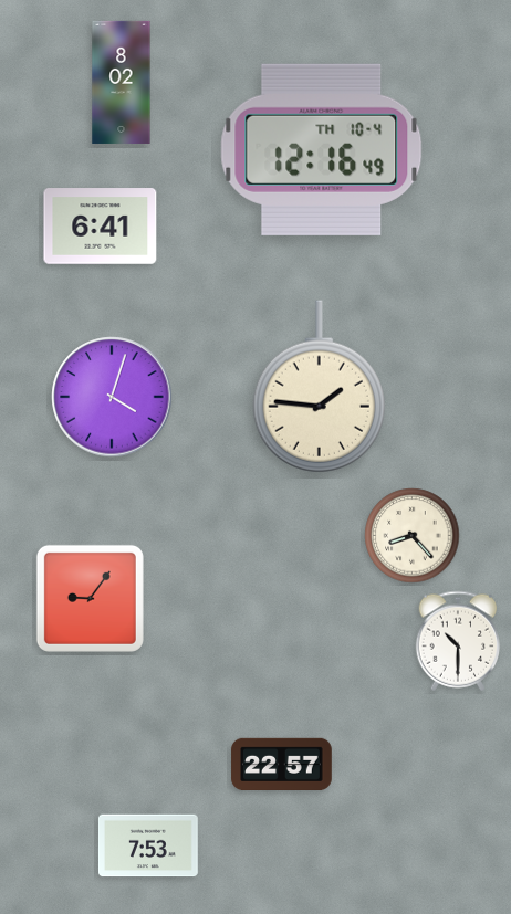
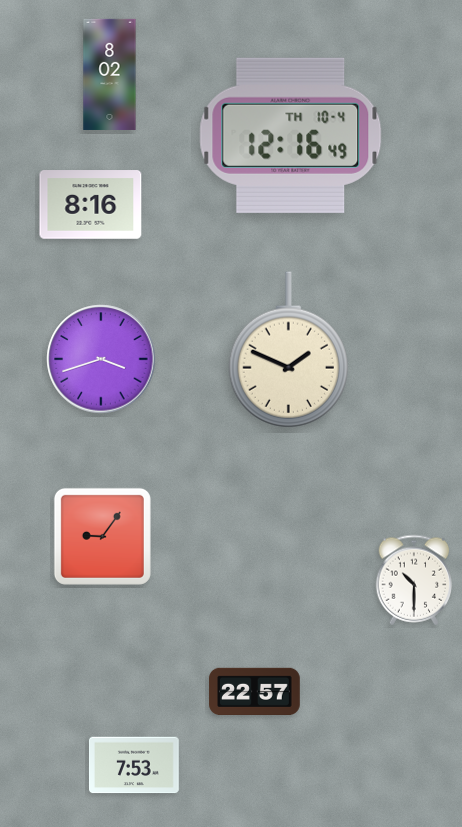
clock at (101, 227): 6:41 -> 8:16
clock at (319, 387): 1:46 -> 1:49
clock at (112, 397): 4:03 -> 3:42
clock at (413, 536): 8:23 -> none
clock at (90, 598) position: (90, 598) -> (102, 536)
